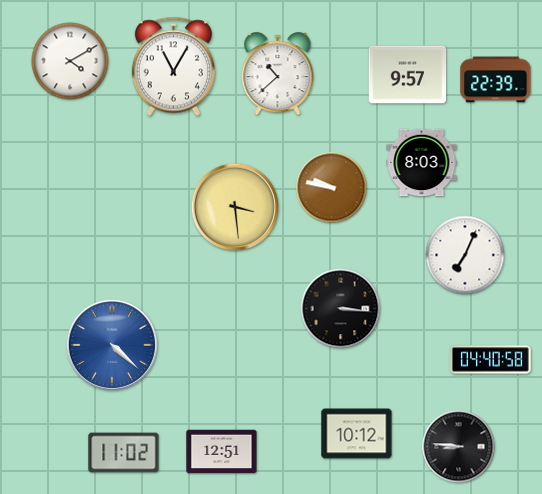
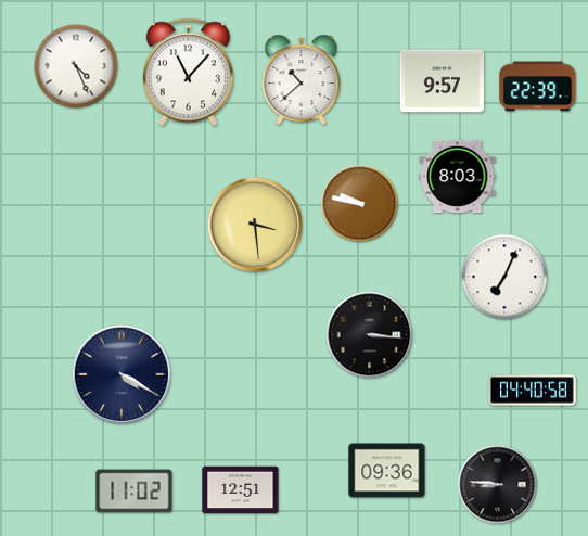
clock at (70, 61): 4:10 -> 4:26
clock at (173, 67): 11:05 -> 11:07
clock at (112, 345): 4:22 -> 4:20
clock at (112, 345) dial: blue -> navy
clock at (357, 434): 10:12 -> 09:36
